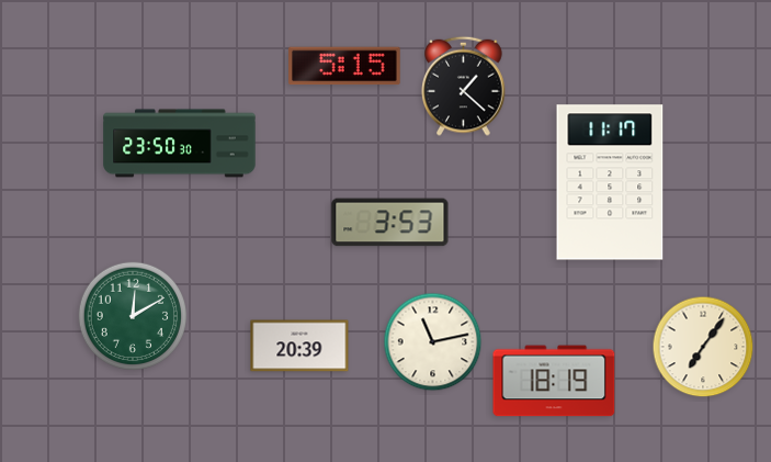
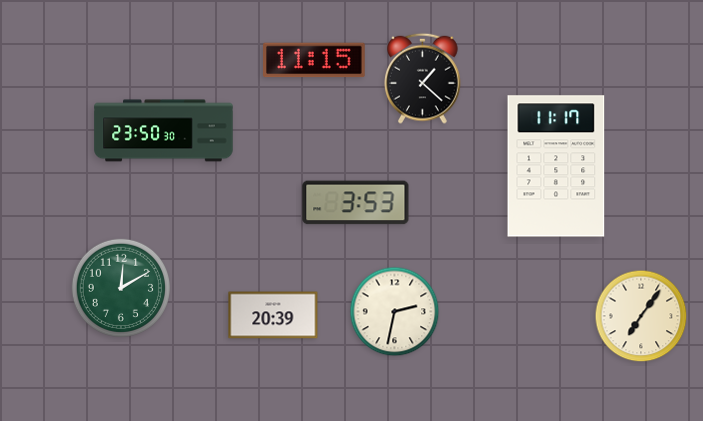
clock at (344, 66): 5:15 -> 11:15
clock at (433, 342): 11:13 -> 2:32
clock at (554, 381): 18:19 -> none
